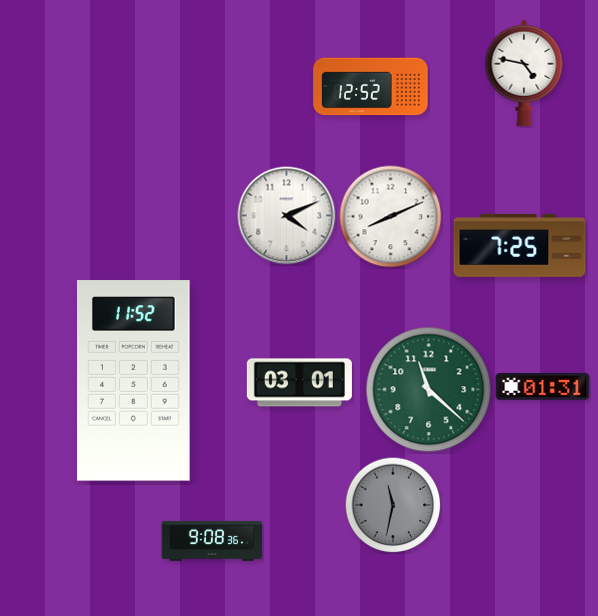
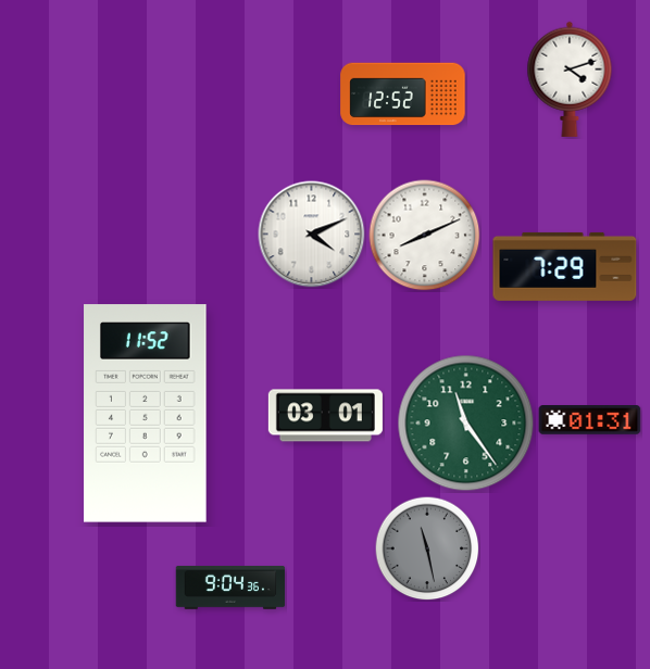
clock at (524, 73): 4:47 -> 4:12
clock at (520, 245): 7:25 -> 7:29
clock at (429, 390): 11:22 -> 11:24
clock at (393, 505): 11:32 -> 11:28
clock at (212, 541): 9:08 -> 9:04
